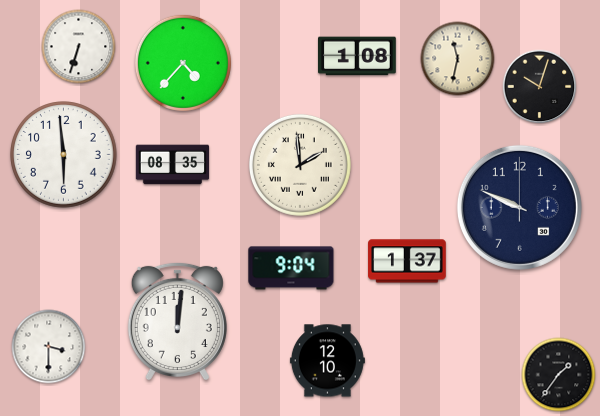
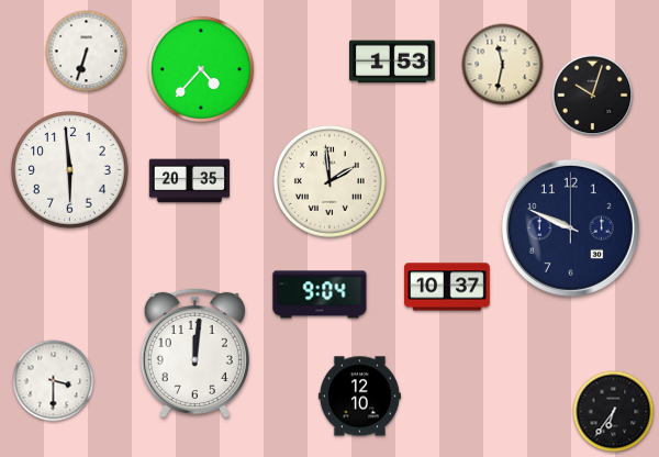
clock at (358, 56): 1:08 -> 1:53
clock at (173, 165): 08:35 -> 20:35
clock at (407, 261): 1:37 -> 10:37
clock at (559, 375): 1:36 -> 6:36
